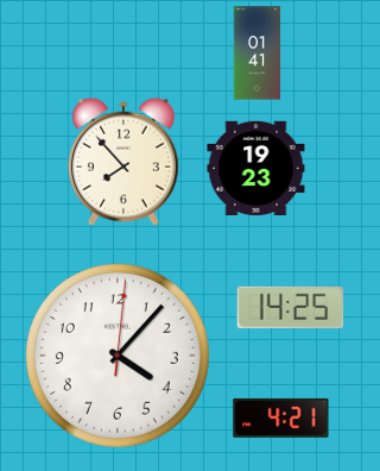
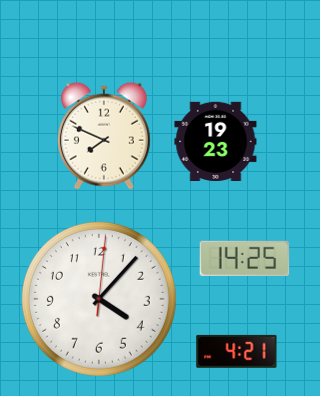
clock at (258, 54): 01:41 -> none
clock at (123, 162): 7:53 -> 7:49
